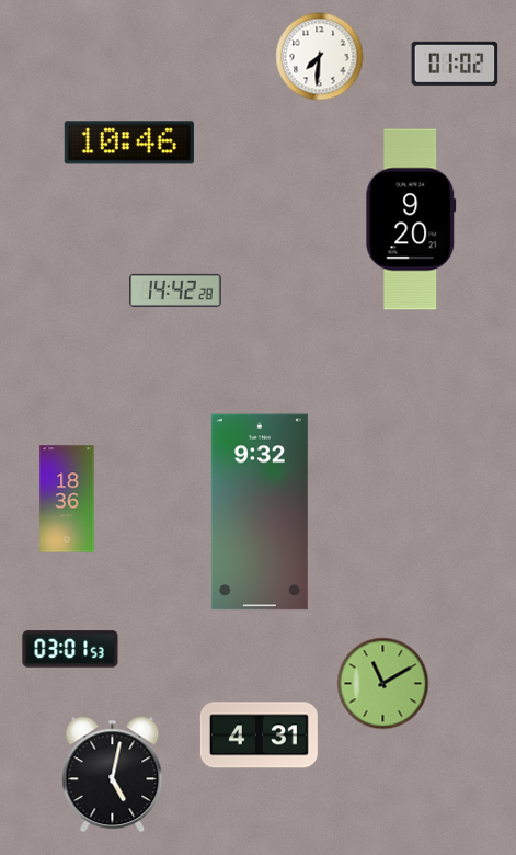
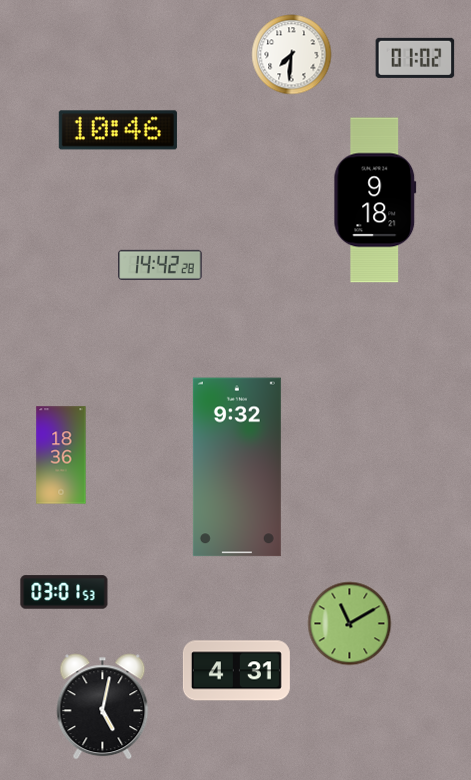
clock at (320, 57) position: (320, 57) -> (292, 55)
clock at (411, 219): 9:20 -> 9:18
